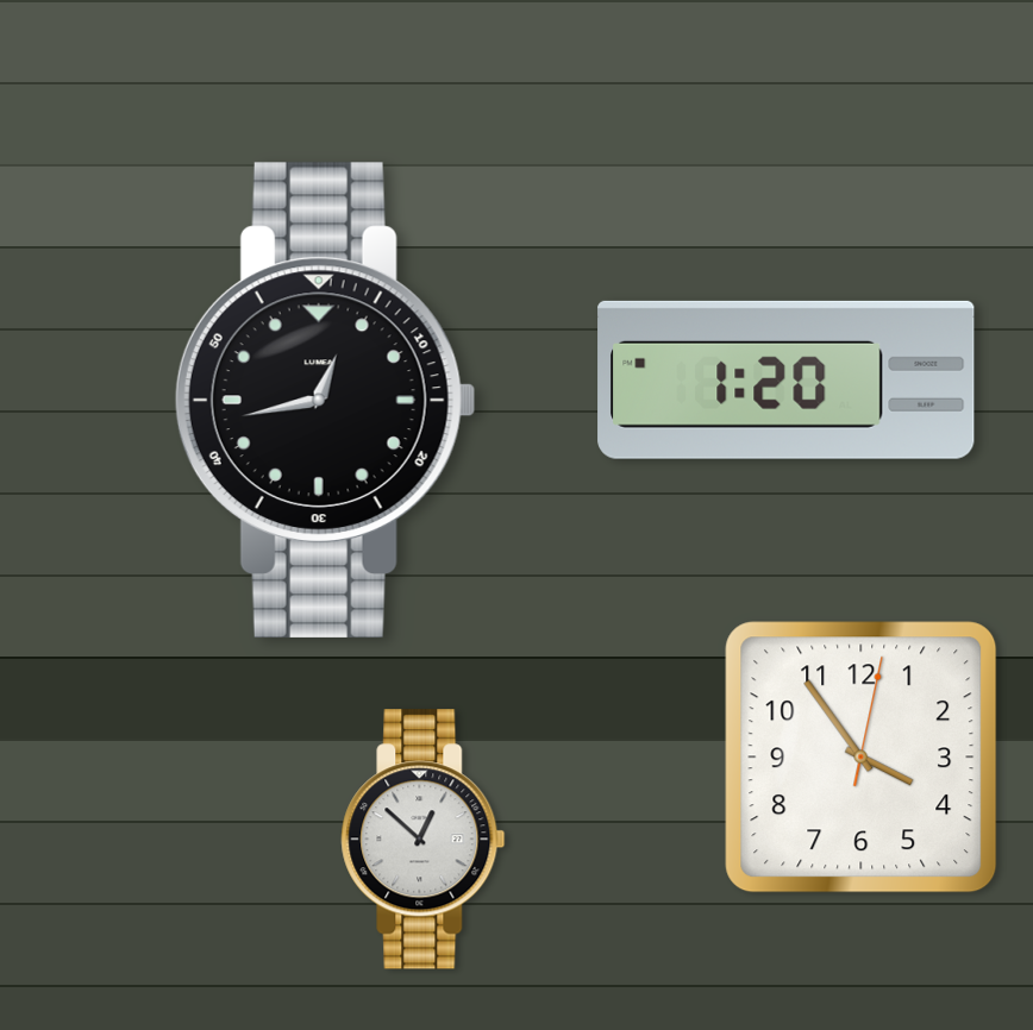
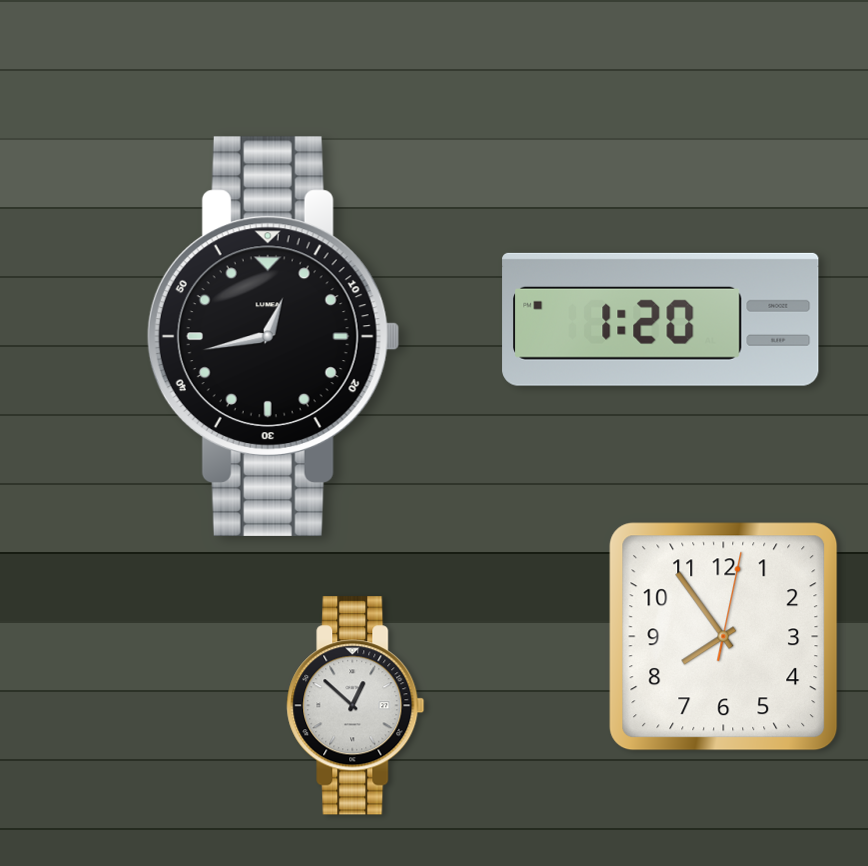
clock at (862, 758): 3:54 -> 7:54
